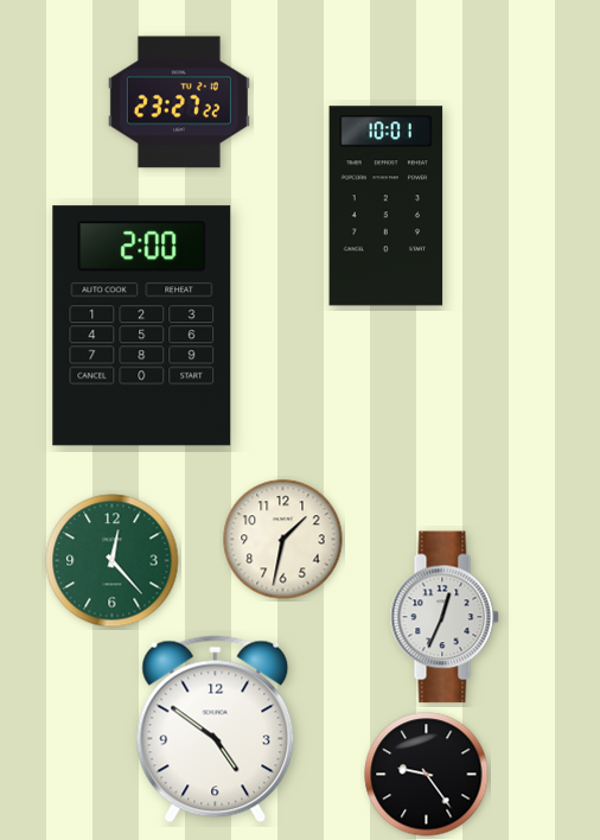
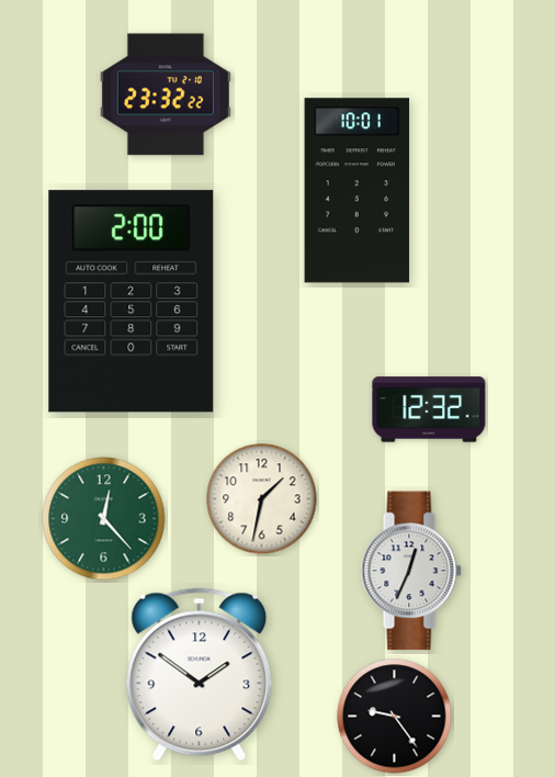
clock at (179, 102): 23:27 -> 23:32
clock at (429, 409): none -> 12:32
clock at (216, 730): 4:51 -> 1:51
